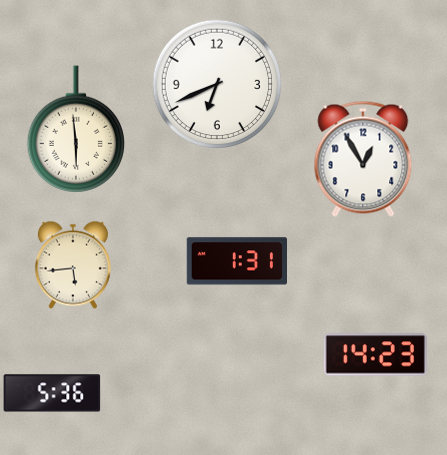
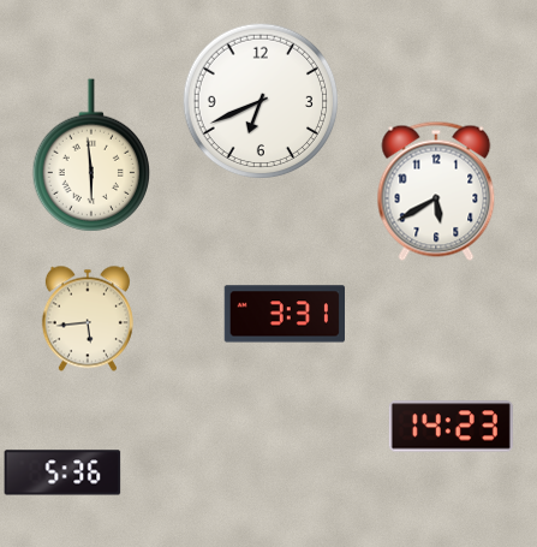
clock at (363, 159): 12:55 -> 5:40
clock at (236, 261): 1:31 -> 3:31
